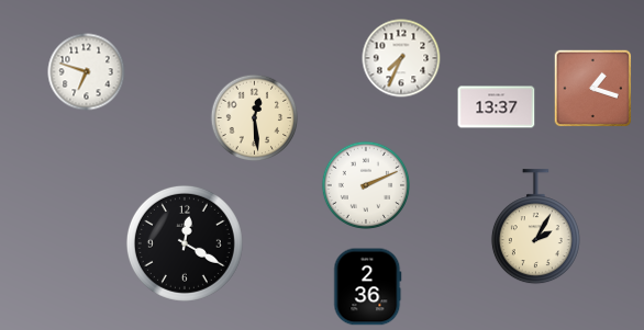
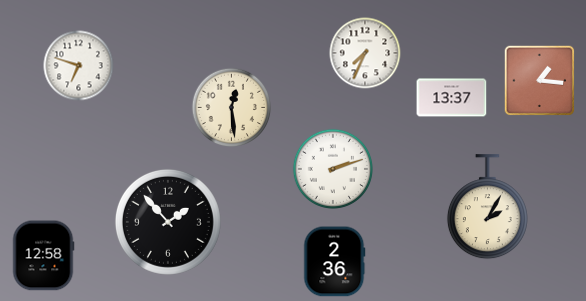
clock at (593, 89): 1:18 -> 1:16
clock at (365, 184): 2:11 -> 2:12
clock at (185, 243): 12:20 -> 1:53
clock at (43, 256): none -> 12:58
